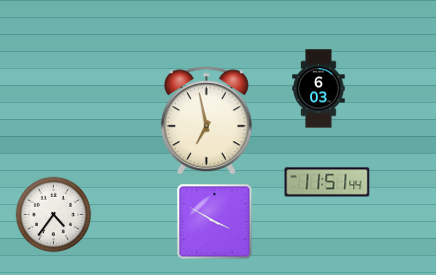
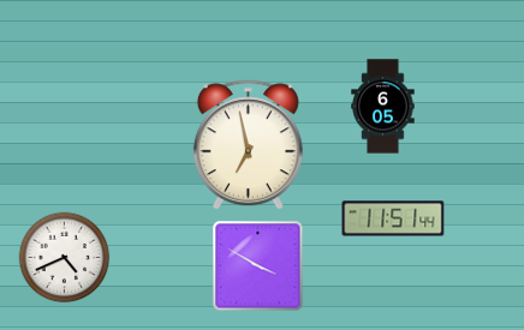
clock at (319, 89): 6:03 -> 6:05
clock at (54, 215): 4:36 -> 4:41
